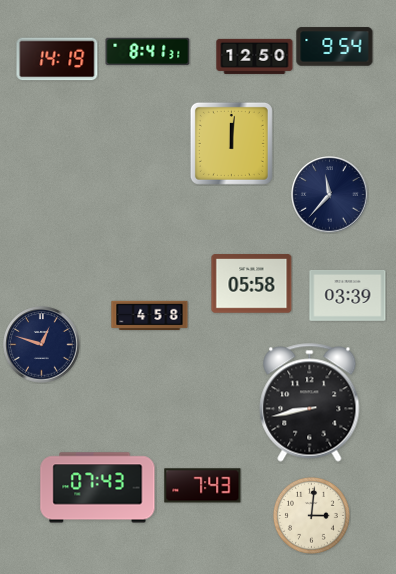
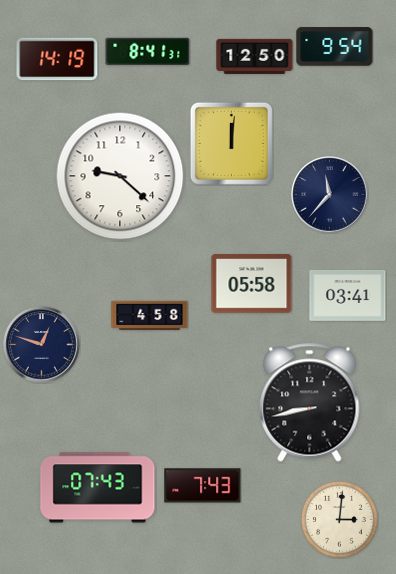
clock at (120, 176): none -> 9:22
clock at (348, 296): 03:39 -> 03:41
clock at (311, 515) position: (311, 515) -> (339, 519)
